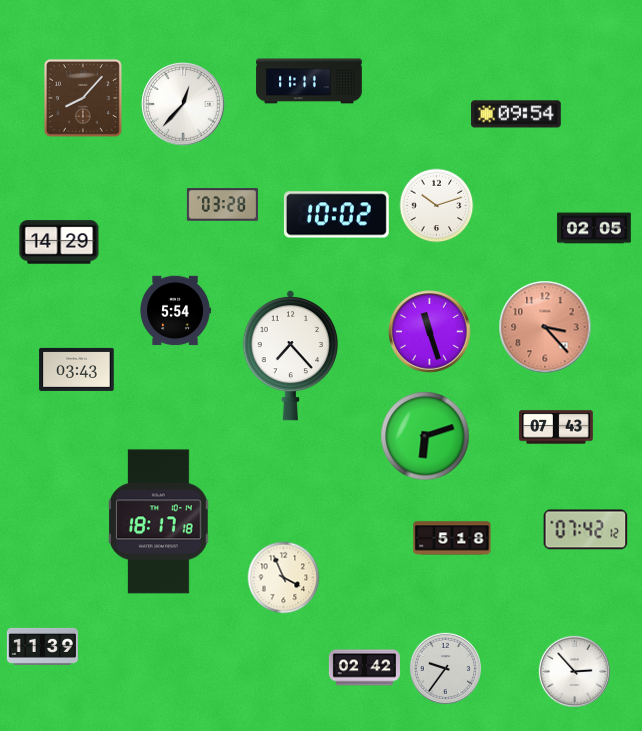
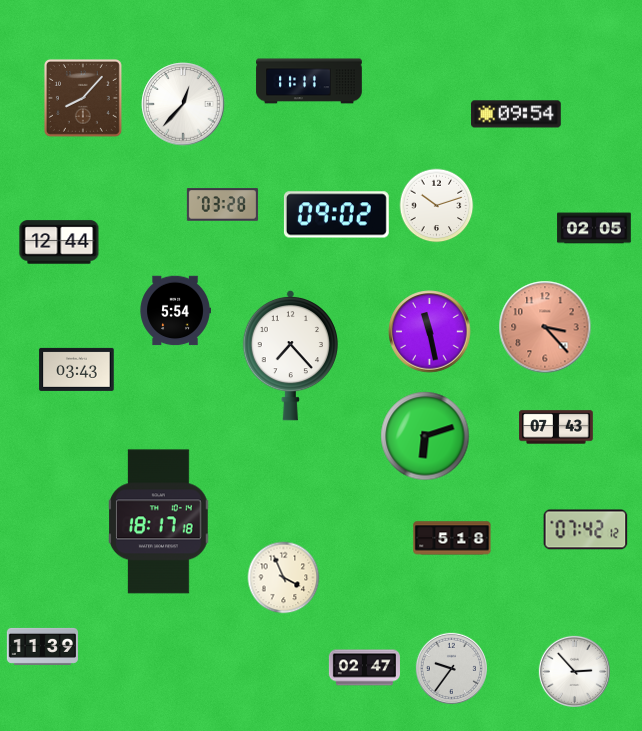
clock at (336, 215): 10:02 -> 09:02
clock at (59, 242): 14:29 -> 12:44
clock at (430, 332): 11:27 -> 11:28
clock at (364, 668): 02:42 -> 02:47
clock at (445, 668) position: (445, 668) -> (451, 668)
